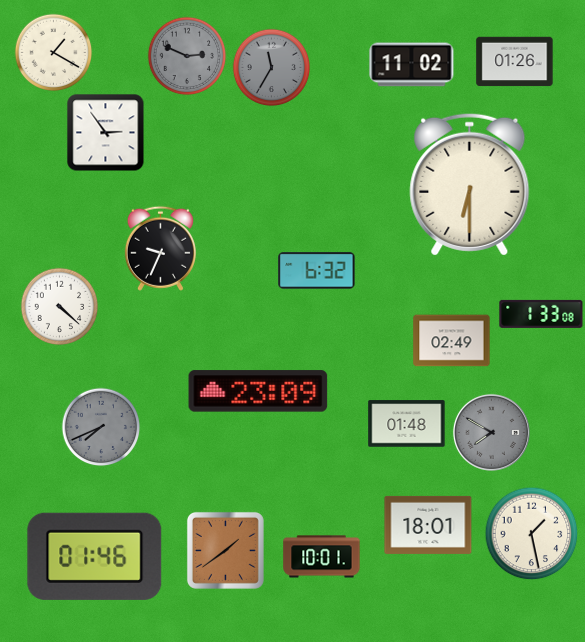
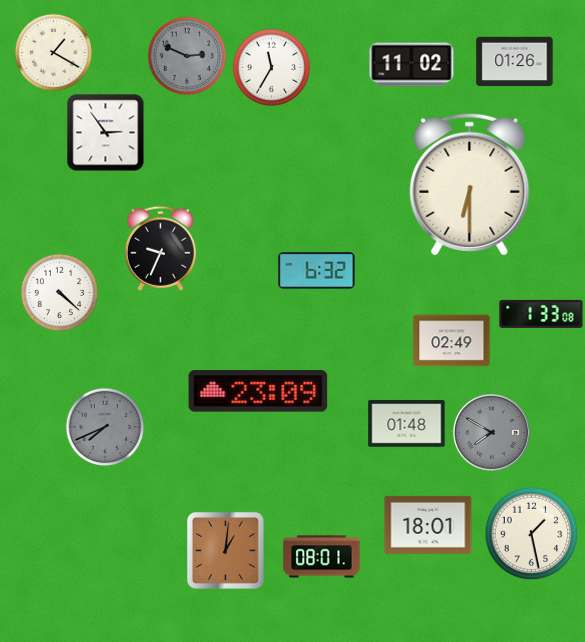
clock at (271, 67) dial: grey -> white
clock at (59, 306) position: (59, 306) -> (59, 292)
clock at (101, 427) position: (101, 427) -> (105, 427)
clock at (225, 550): 1:39 -> 1:01
clock at (95, 556): 01:46 -> none
clock at (322, 557): 10:01 -> 08:01
